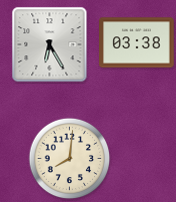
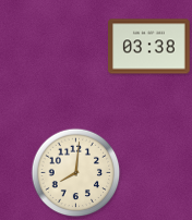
clock at (50, 45): 6:25 -> none
